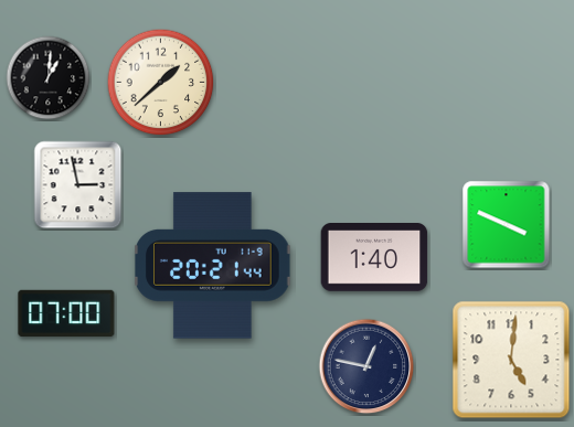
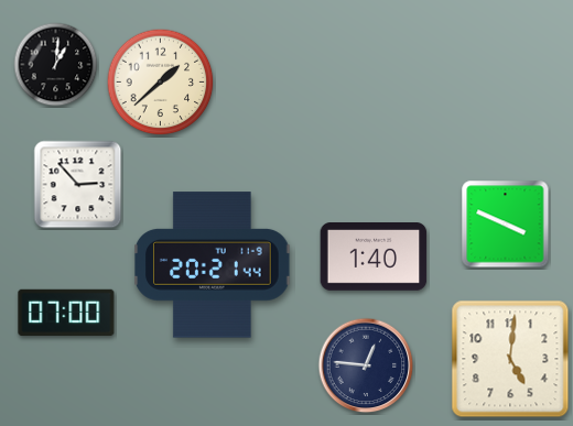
clock at (49, 78) position: (49, 78) -> (56, 65)
clock at (78, 185): 2:58 -> 2:53
clock at (366, 366): 12:47 -> 12:46
